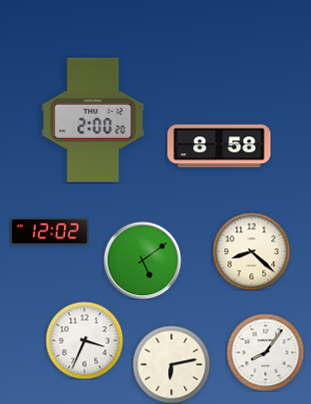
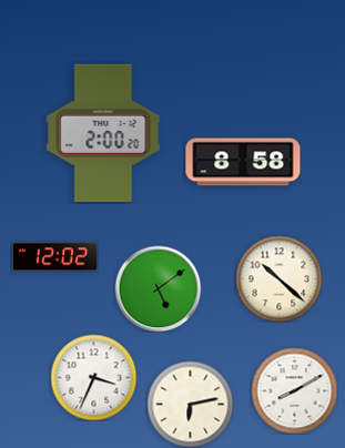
clock at (251, 251): 8:22 -> 10:22
clock at (265, 352): 8:06 -> 8:10
